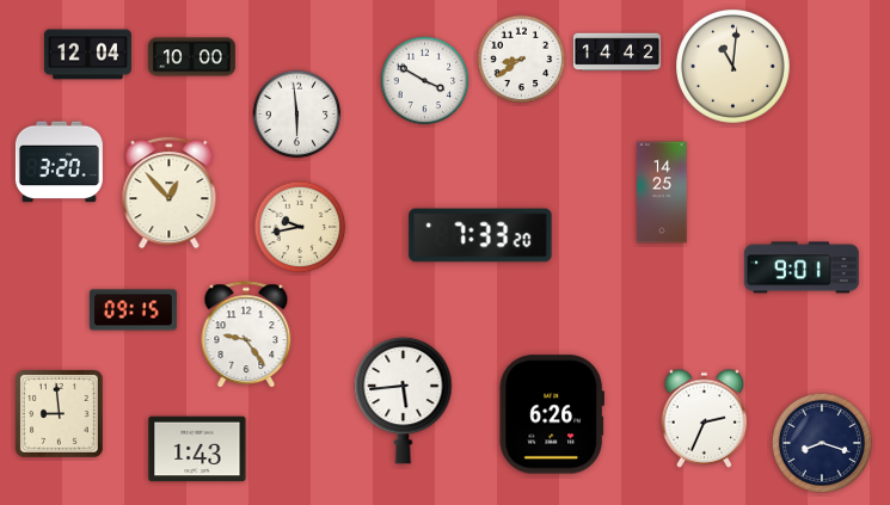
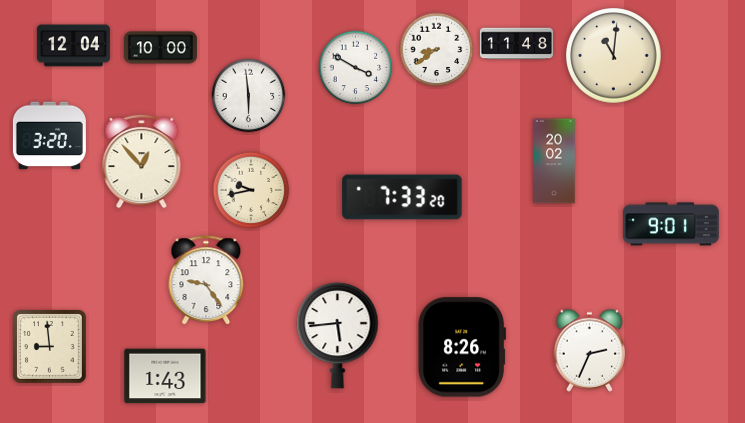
clock at (616, 53): 14:42 -> 11:48
clock at (662, 192): 14:25 -> 20:02
clock at (133, 310): 09:15 -> none
clock at (552, 414): 6:26 -> 8:26
clock at (821, 442): 8:18 -> none
